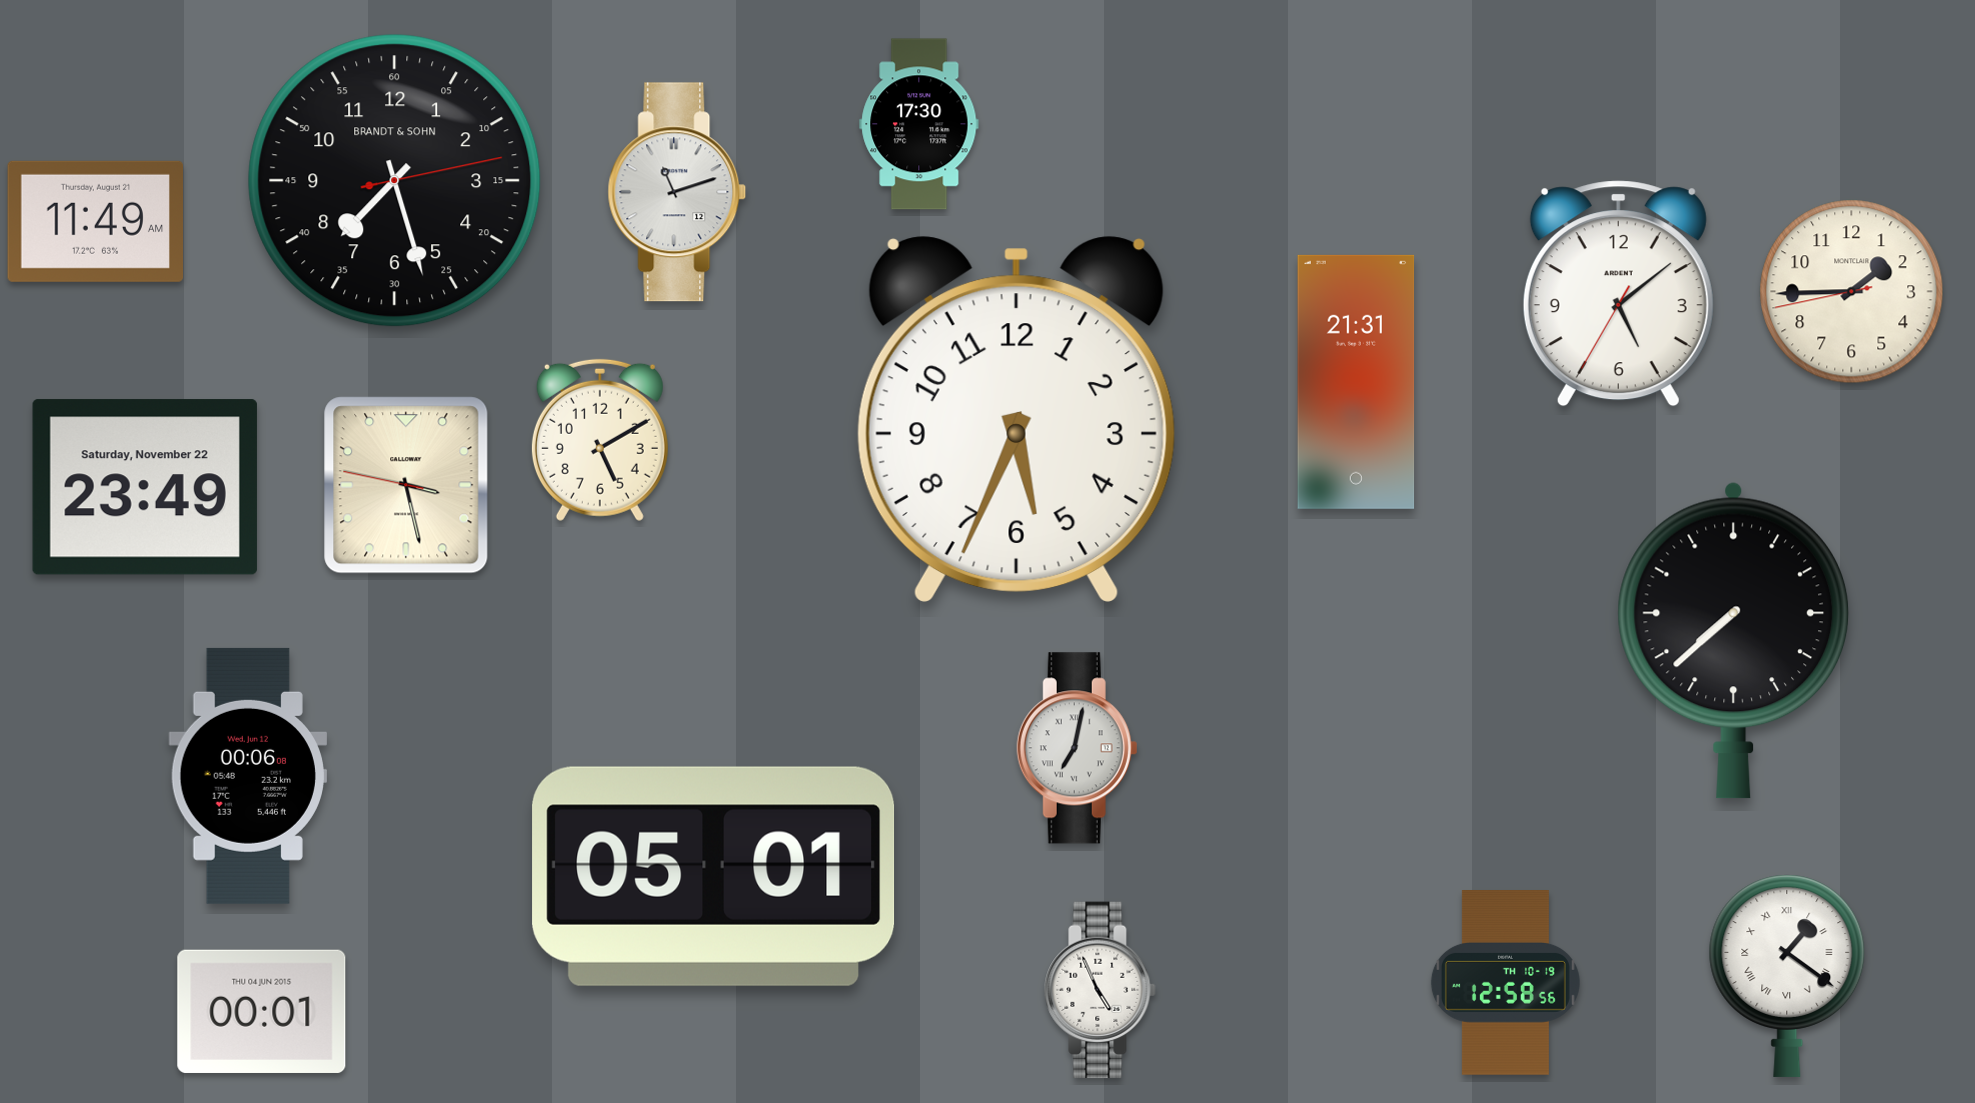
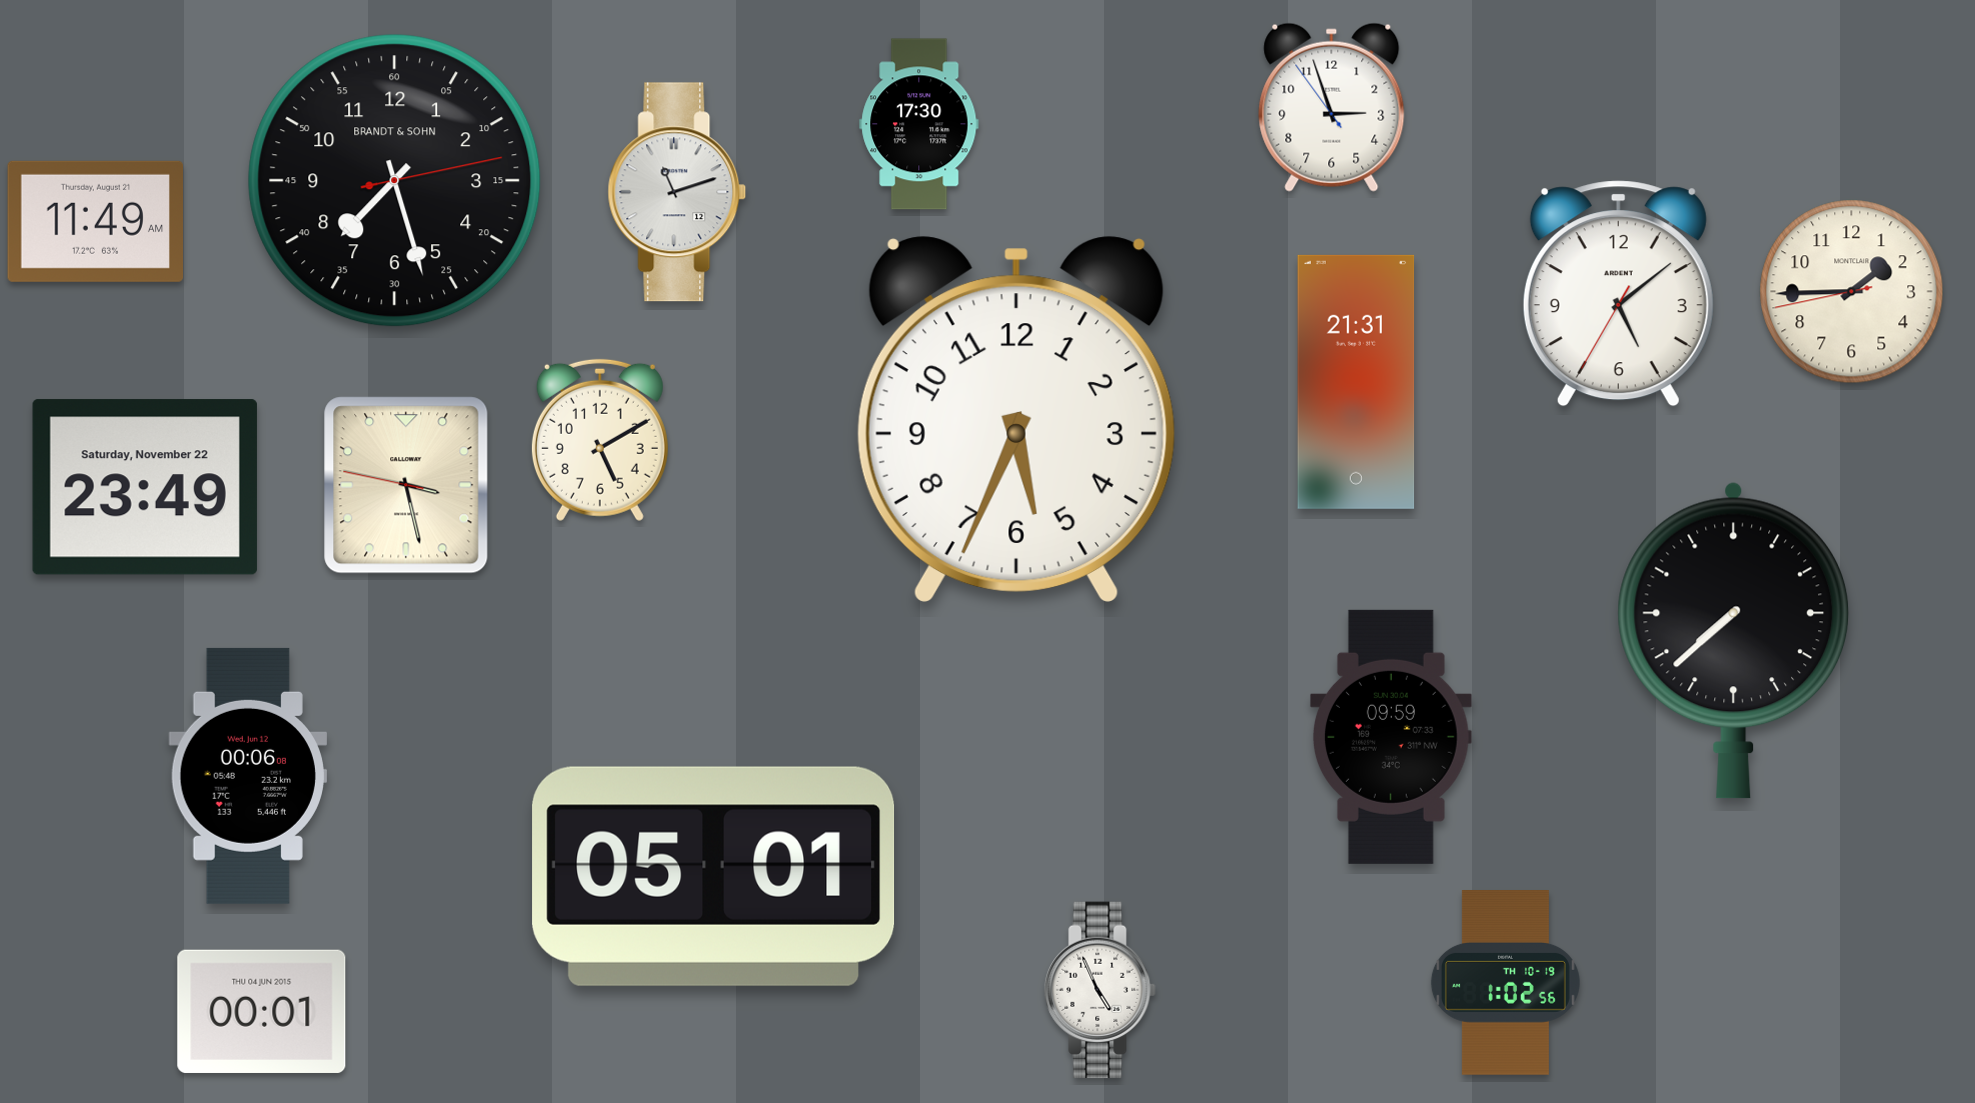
clock at (1332, 107): none -> 2:56
clock at (1391, 737): none -> 09:59
clock at (1077, 748): 7:02 -> none
clock at (1787, 976): 1:21 -> none
clock at (1505, 983): 12:58 -> 1:02
